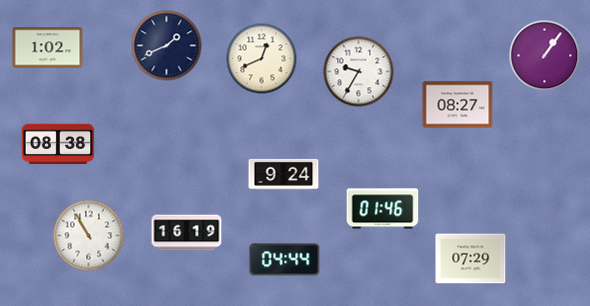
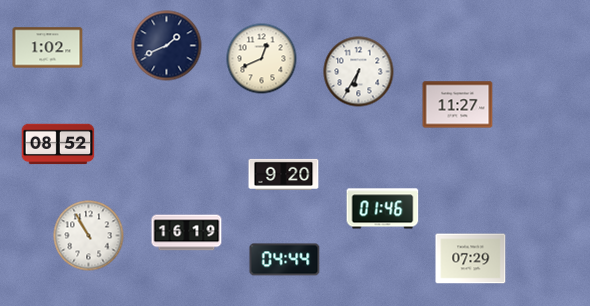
clock at (545, 56): 1:06 -> none
clock at (359, 72): 9:35 -> 6:35
clock at (458, 105): 08:27 -> 11:27
clock at (58, 144): 08:38 -> 08:52
clock at (284, 174): 9:24 -> 9:20
